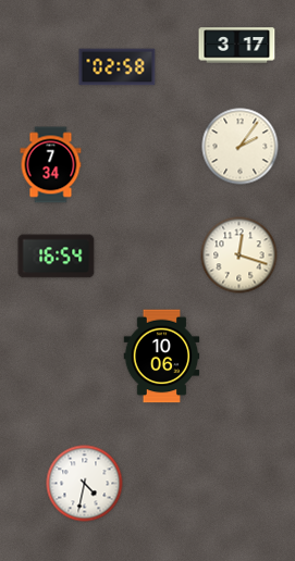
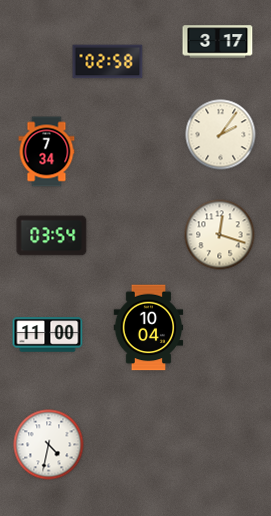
clock at (57, 257): 16:54 -> 03:54
clock at (162, 357): 10:06 -> 10:04
clock at (48, 335): none -> 11:00
clock at (85, 484) position: (85, 484) -> (49, 445)
